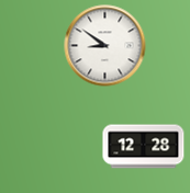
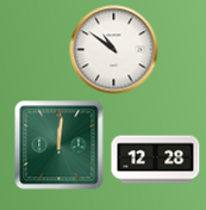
clock at (105, 46): 8:51 -> 10:51
clock at (60, 146): none -> 12:01
